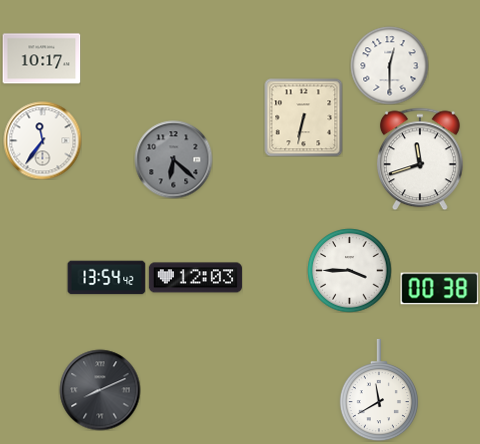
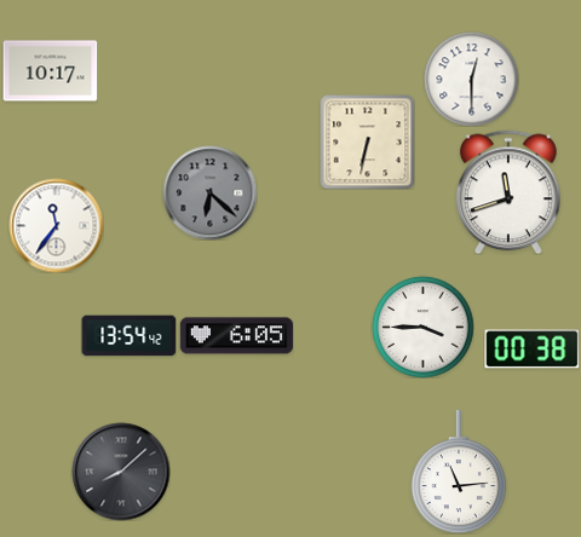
clock at (42, 140) position: (42, 140) -> (56, 225)
clock at (195, 278): 12:03 -> 6:05
clock at (100, 390): 8:11 -> 8:08
clock at (379, 390): 11:40 -> 11:14
